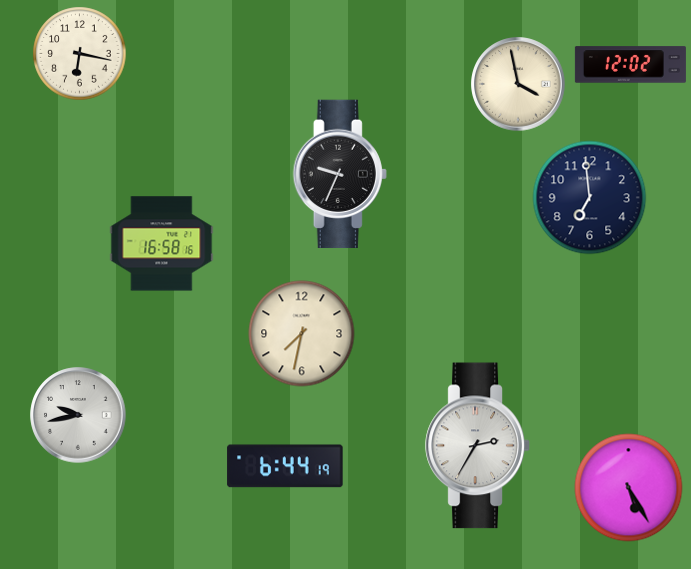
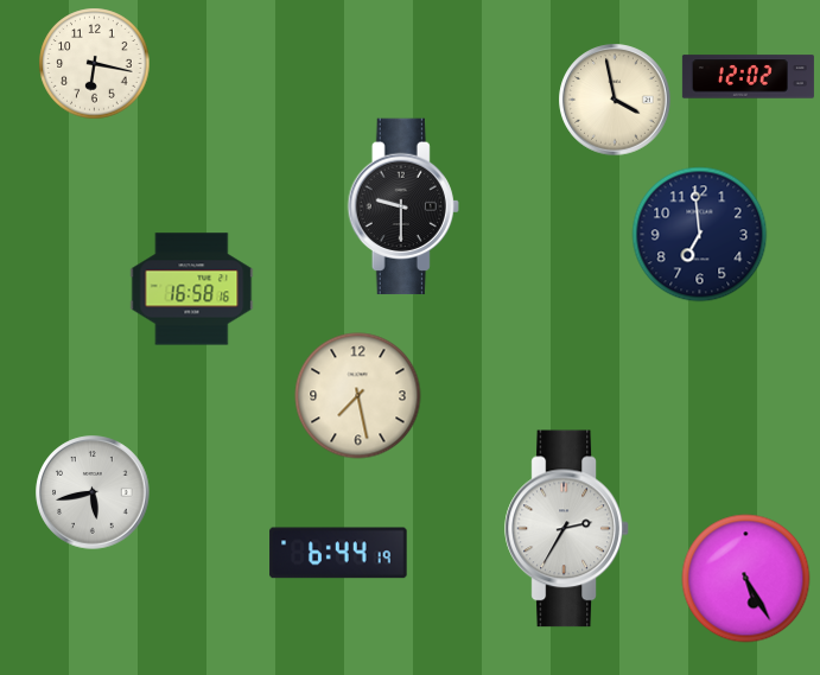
clock at (340, 174): 9:34 -> 9:30
clock at (302, 334): 7:32 -> 7:28
clock at (78, 415): 9:43 -> 5:43
